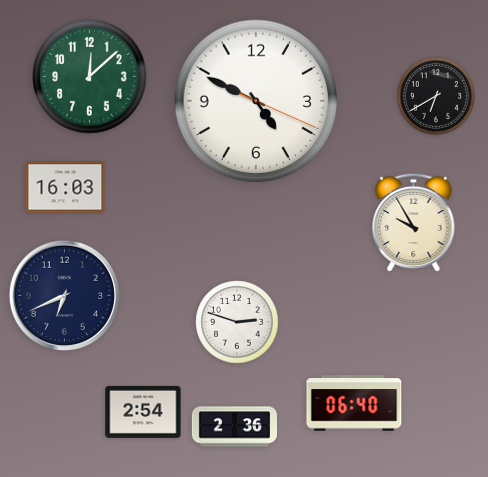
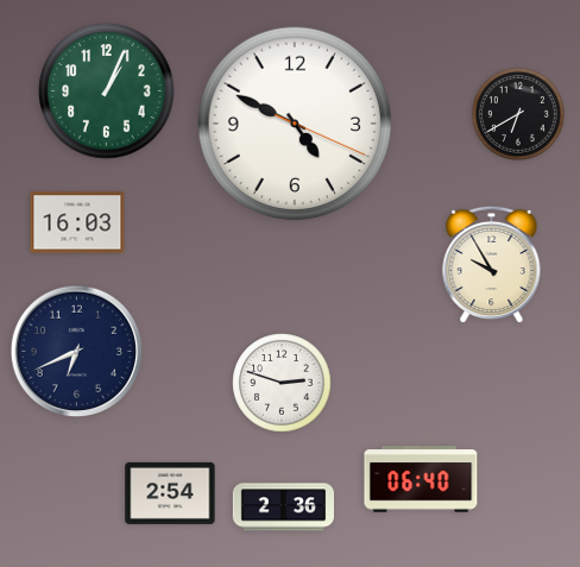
clock at (90, 77): 12:08 -> 1:04
clock at (256, 101) position: (256, 101) -> (295, 124)
clock at (143, 412) position: (143, 412) -> (170, 493)
clock at (234, 427) position: (234, 427) -> (283, 508)
